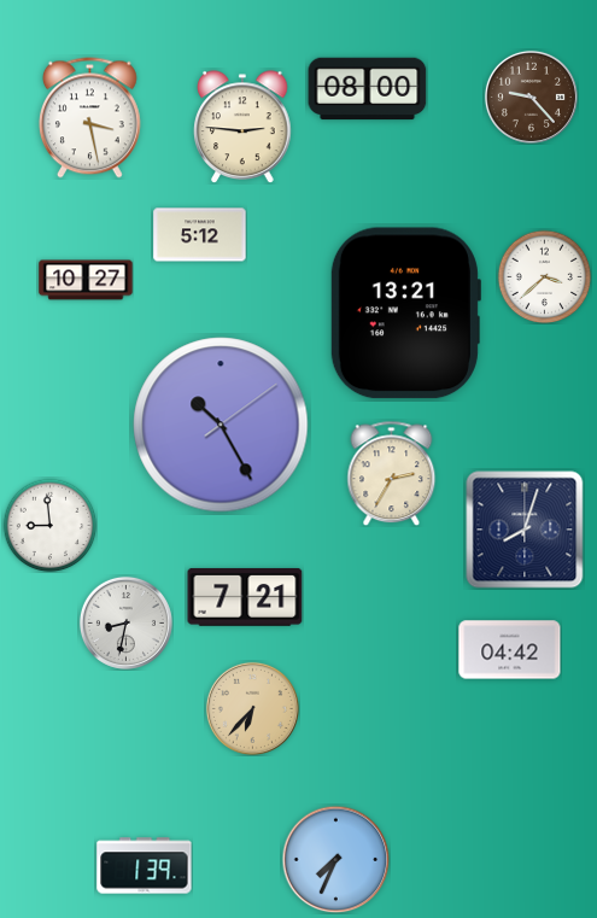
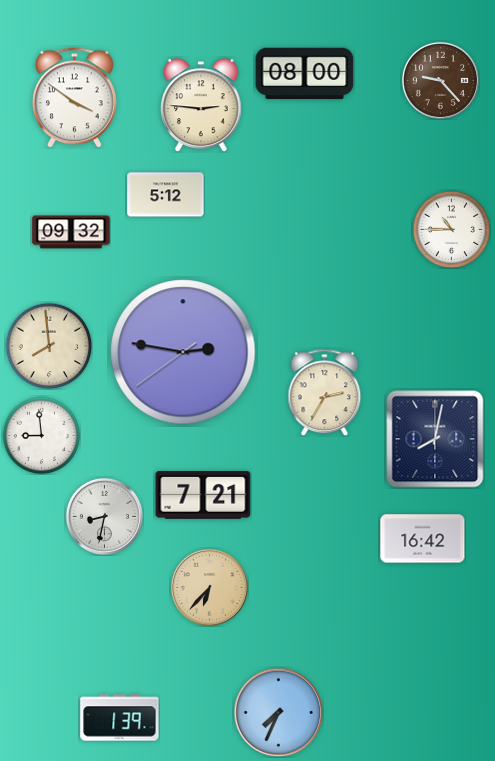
clock at (89, 118): 3:28 -> 3:51
clock at (544, 276): 3:38 -> 10:45
clock at (86, 280): 10:27 -> 09:32
clock at (405, 314): 13:21 -> none
clock at (49, 346): none -> 7:59
clock at (221, 425): 10:25 -> 2:46
clock at (525, 530): 8:03 -> 8:02
clock at (510, 650): 04:42 -> 16:42
